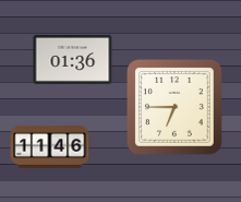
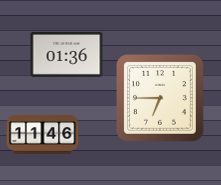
clock at (50, 146) position: (50, 146) -> (43, 134)
